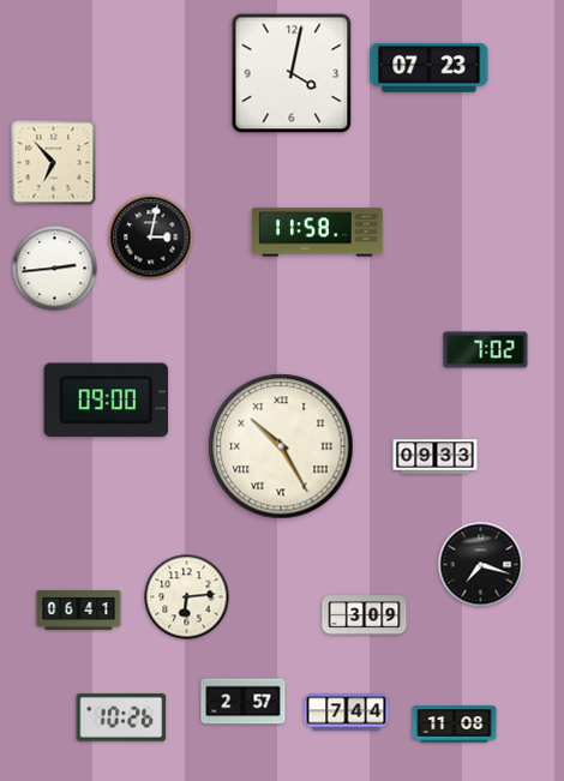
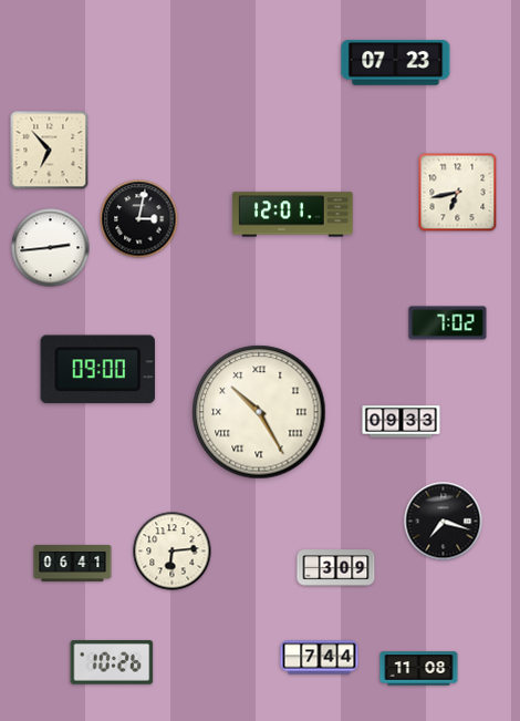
clock at (292, 73): 4:02 -> none
clock at (458, 193): none -> 6:43
clock at (318, 233): 11:58 -> 12:01
clock at (244, 702): 2:57 -> none
